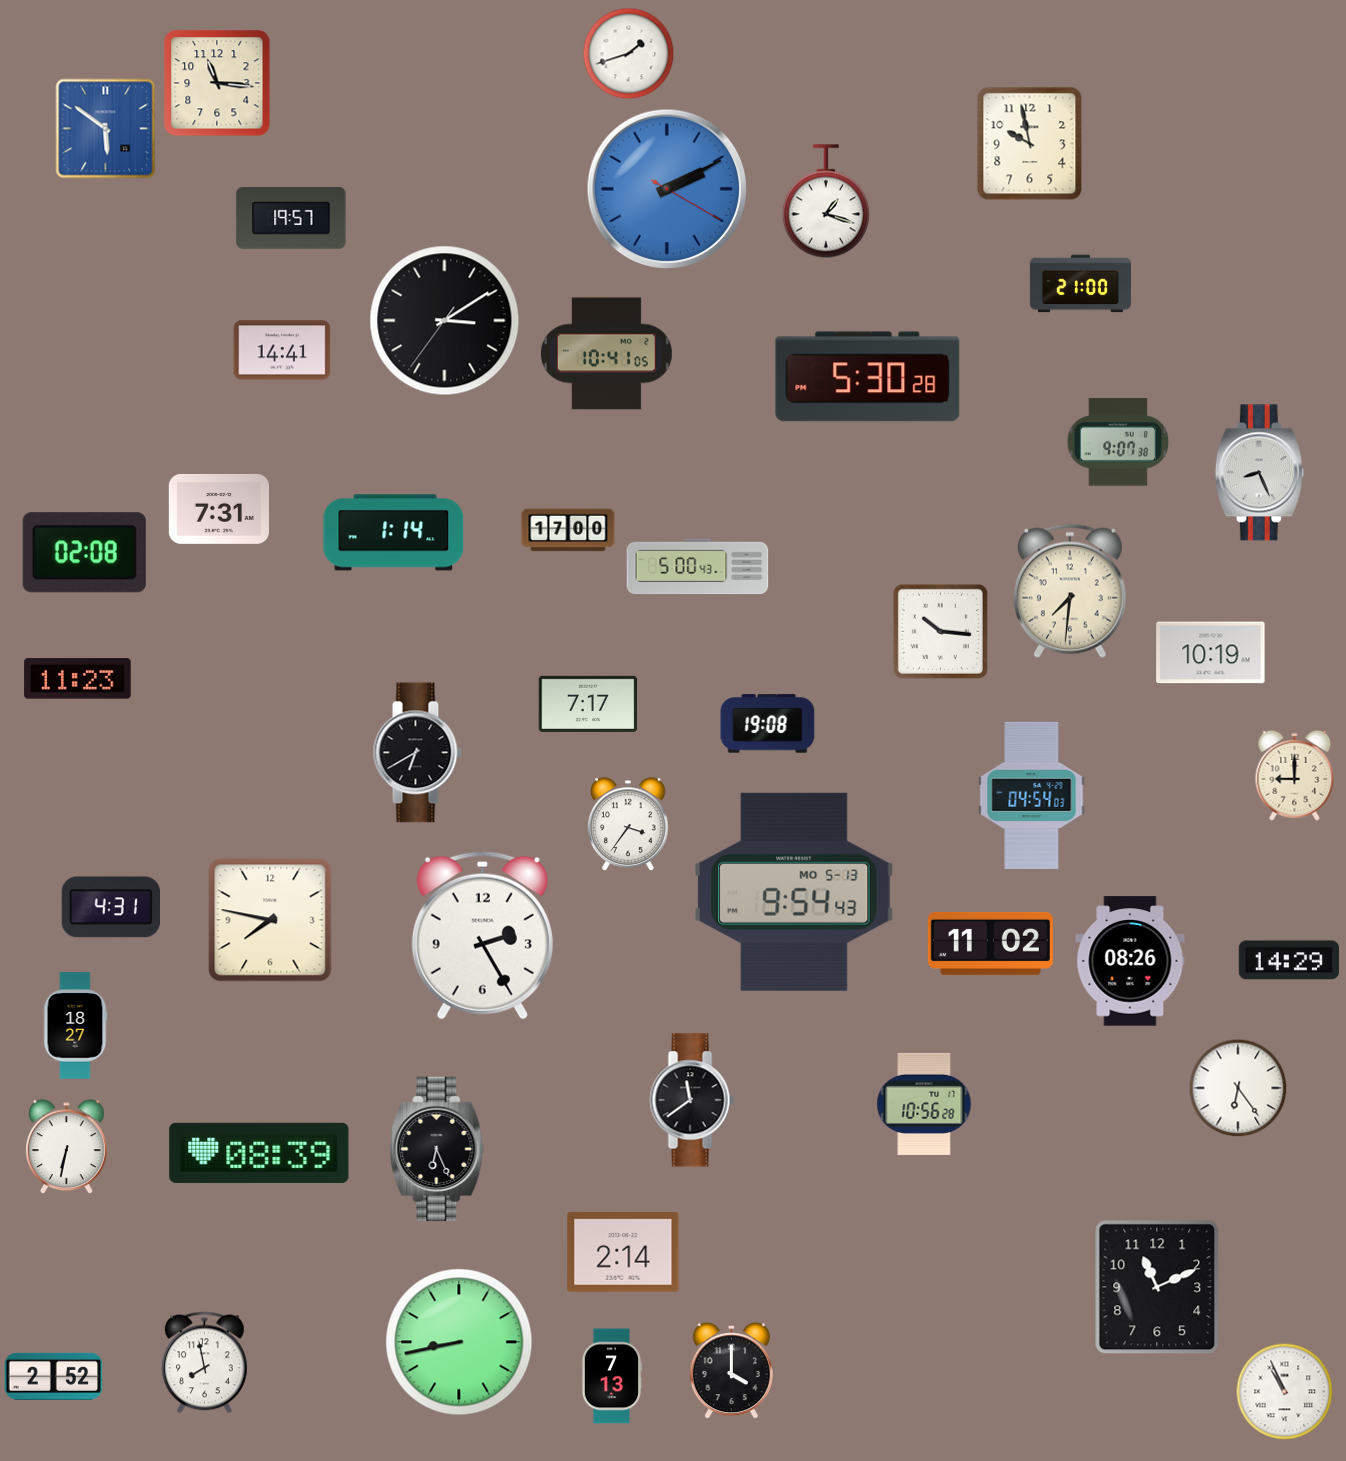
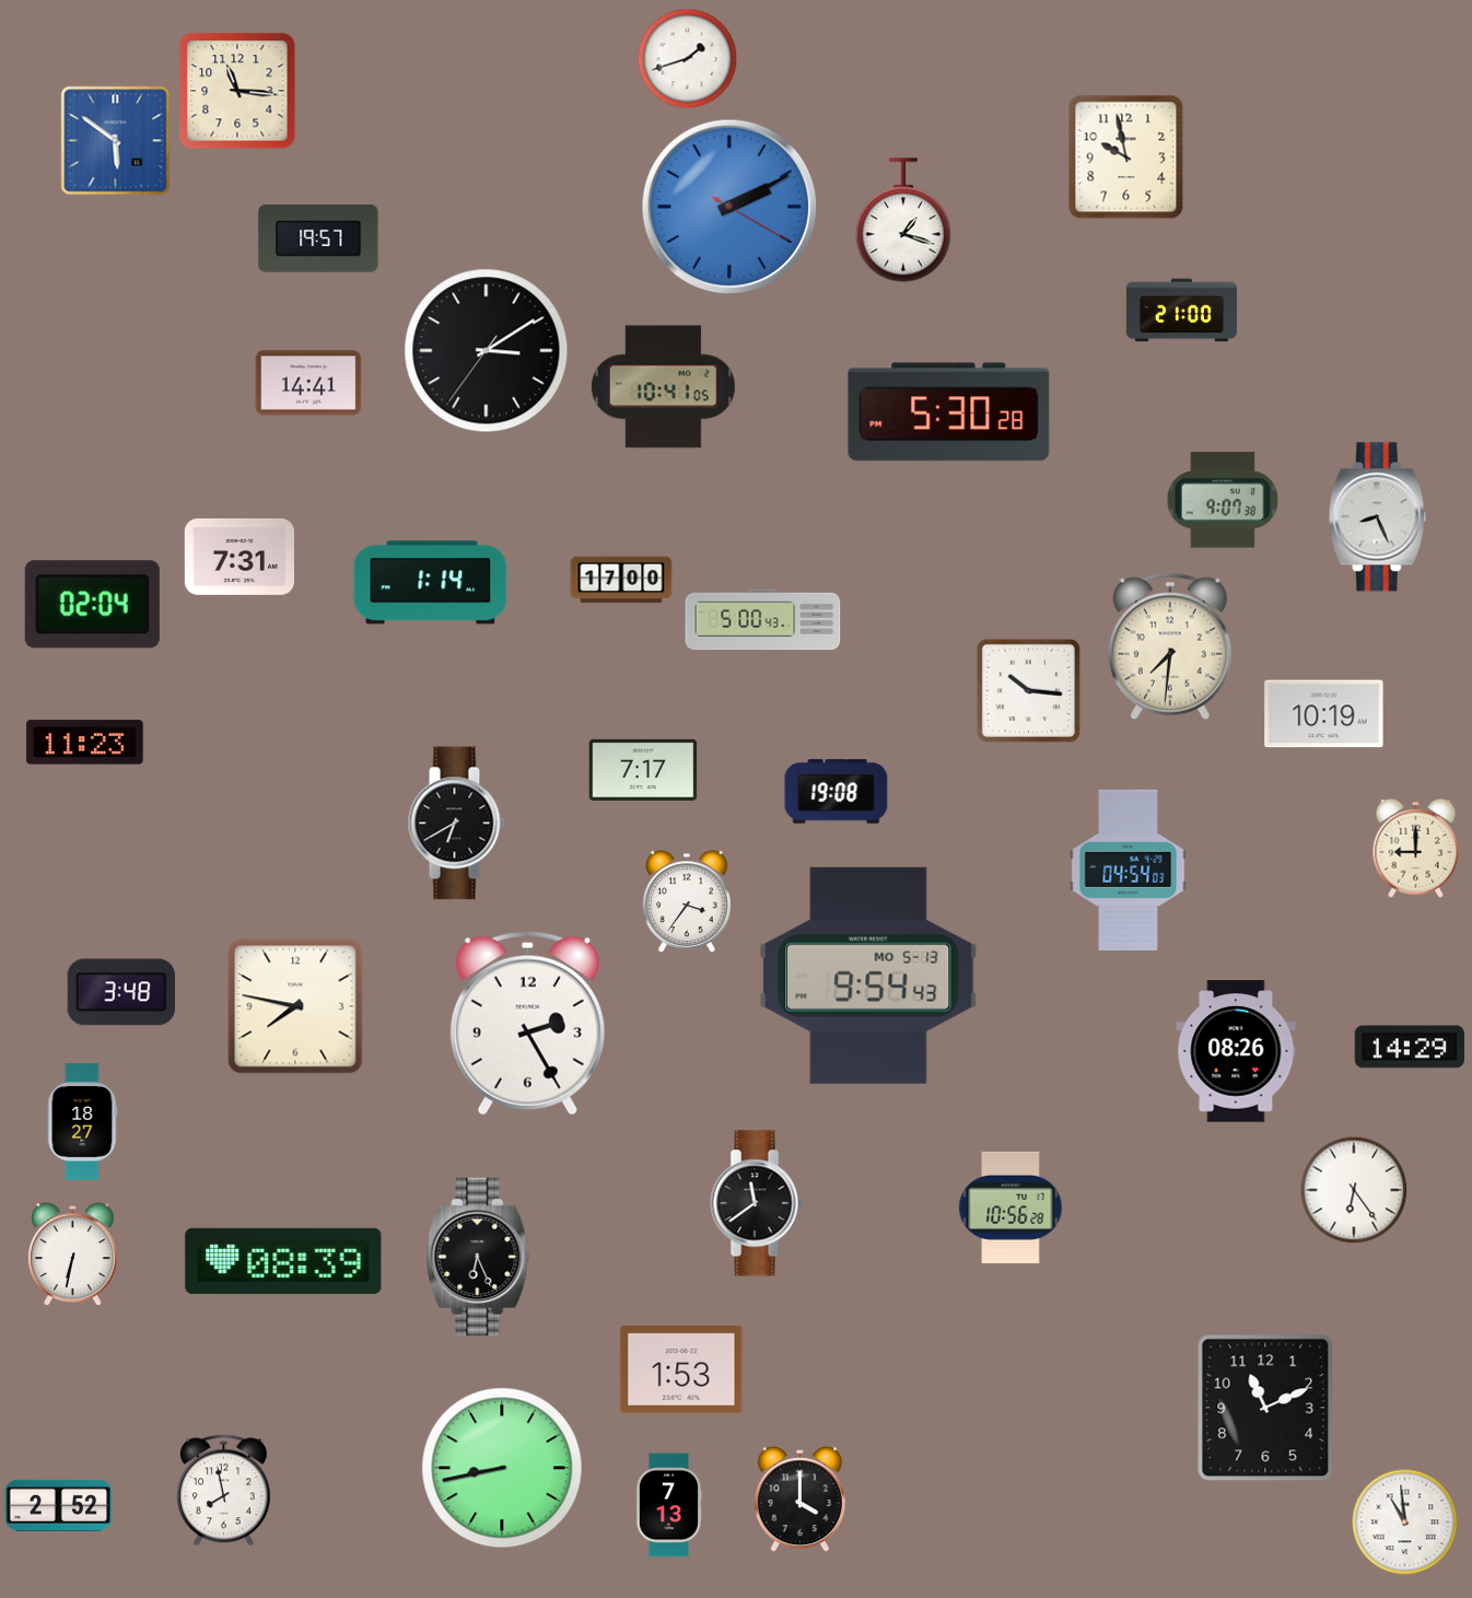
clock at (1118, 442) position: (1118, 442) -> (1223, 500)
clock at (84, 553): 02:08 -> 02:04
clock at (768, 724) position: (768, 724) -> (837, 792)
clock at (111, 907): 4:31 -> 3:48
clock at (990, 943): 11:02 -> none
clock at (1289, 960) position: (1289, 960) -> (1410, 1047)
clock at (623, 1253): 2:14 -> 1:53
clock at (1285, 1392): 10:56 -> 10:59
